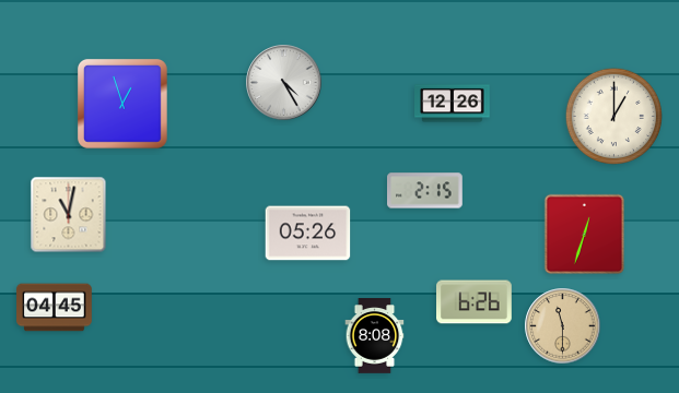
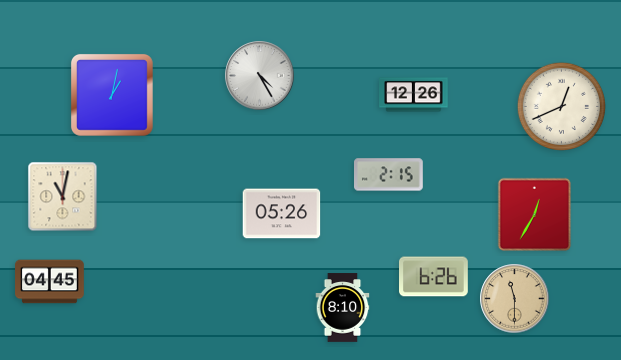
clock at (122, 104): 12:57 -> 1:02
clock at (613, 116): 1:00 -> 12:41
clock at (585, 235): 12:33 -> 12:35
clock at (375, 336): 8:08 -> 8:10
